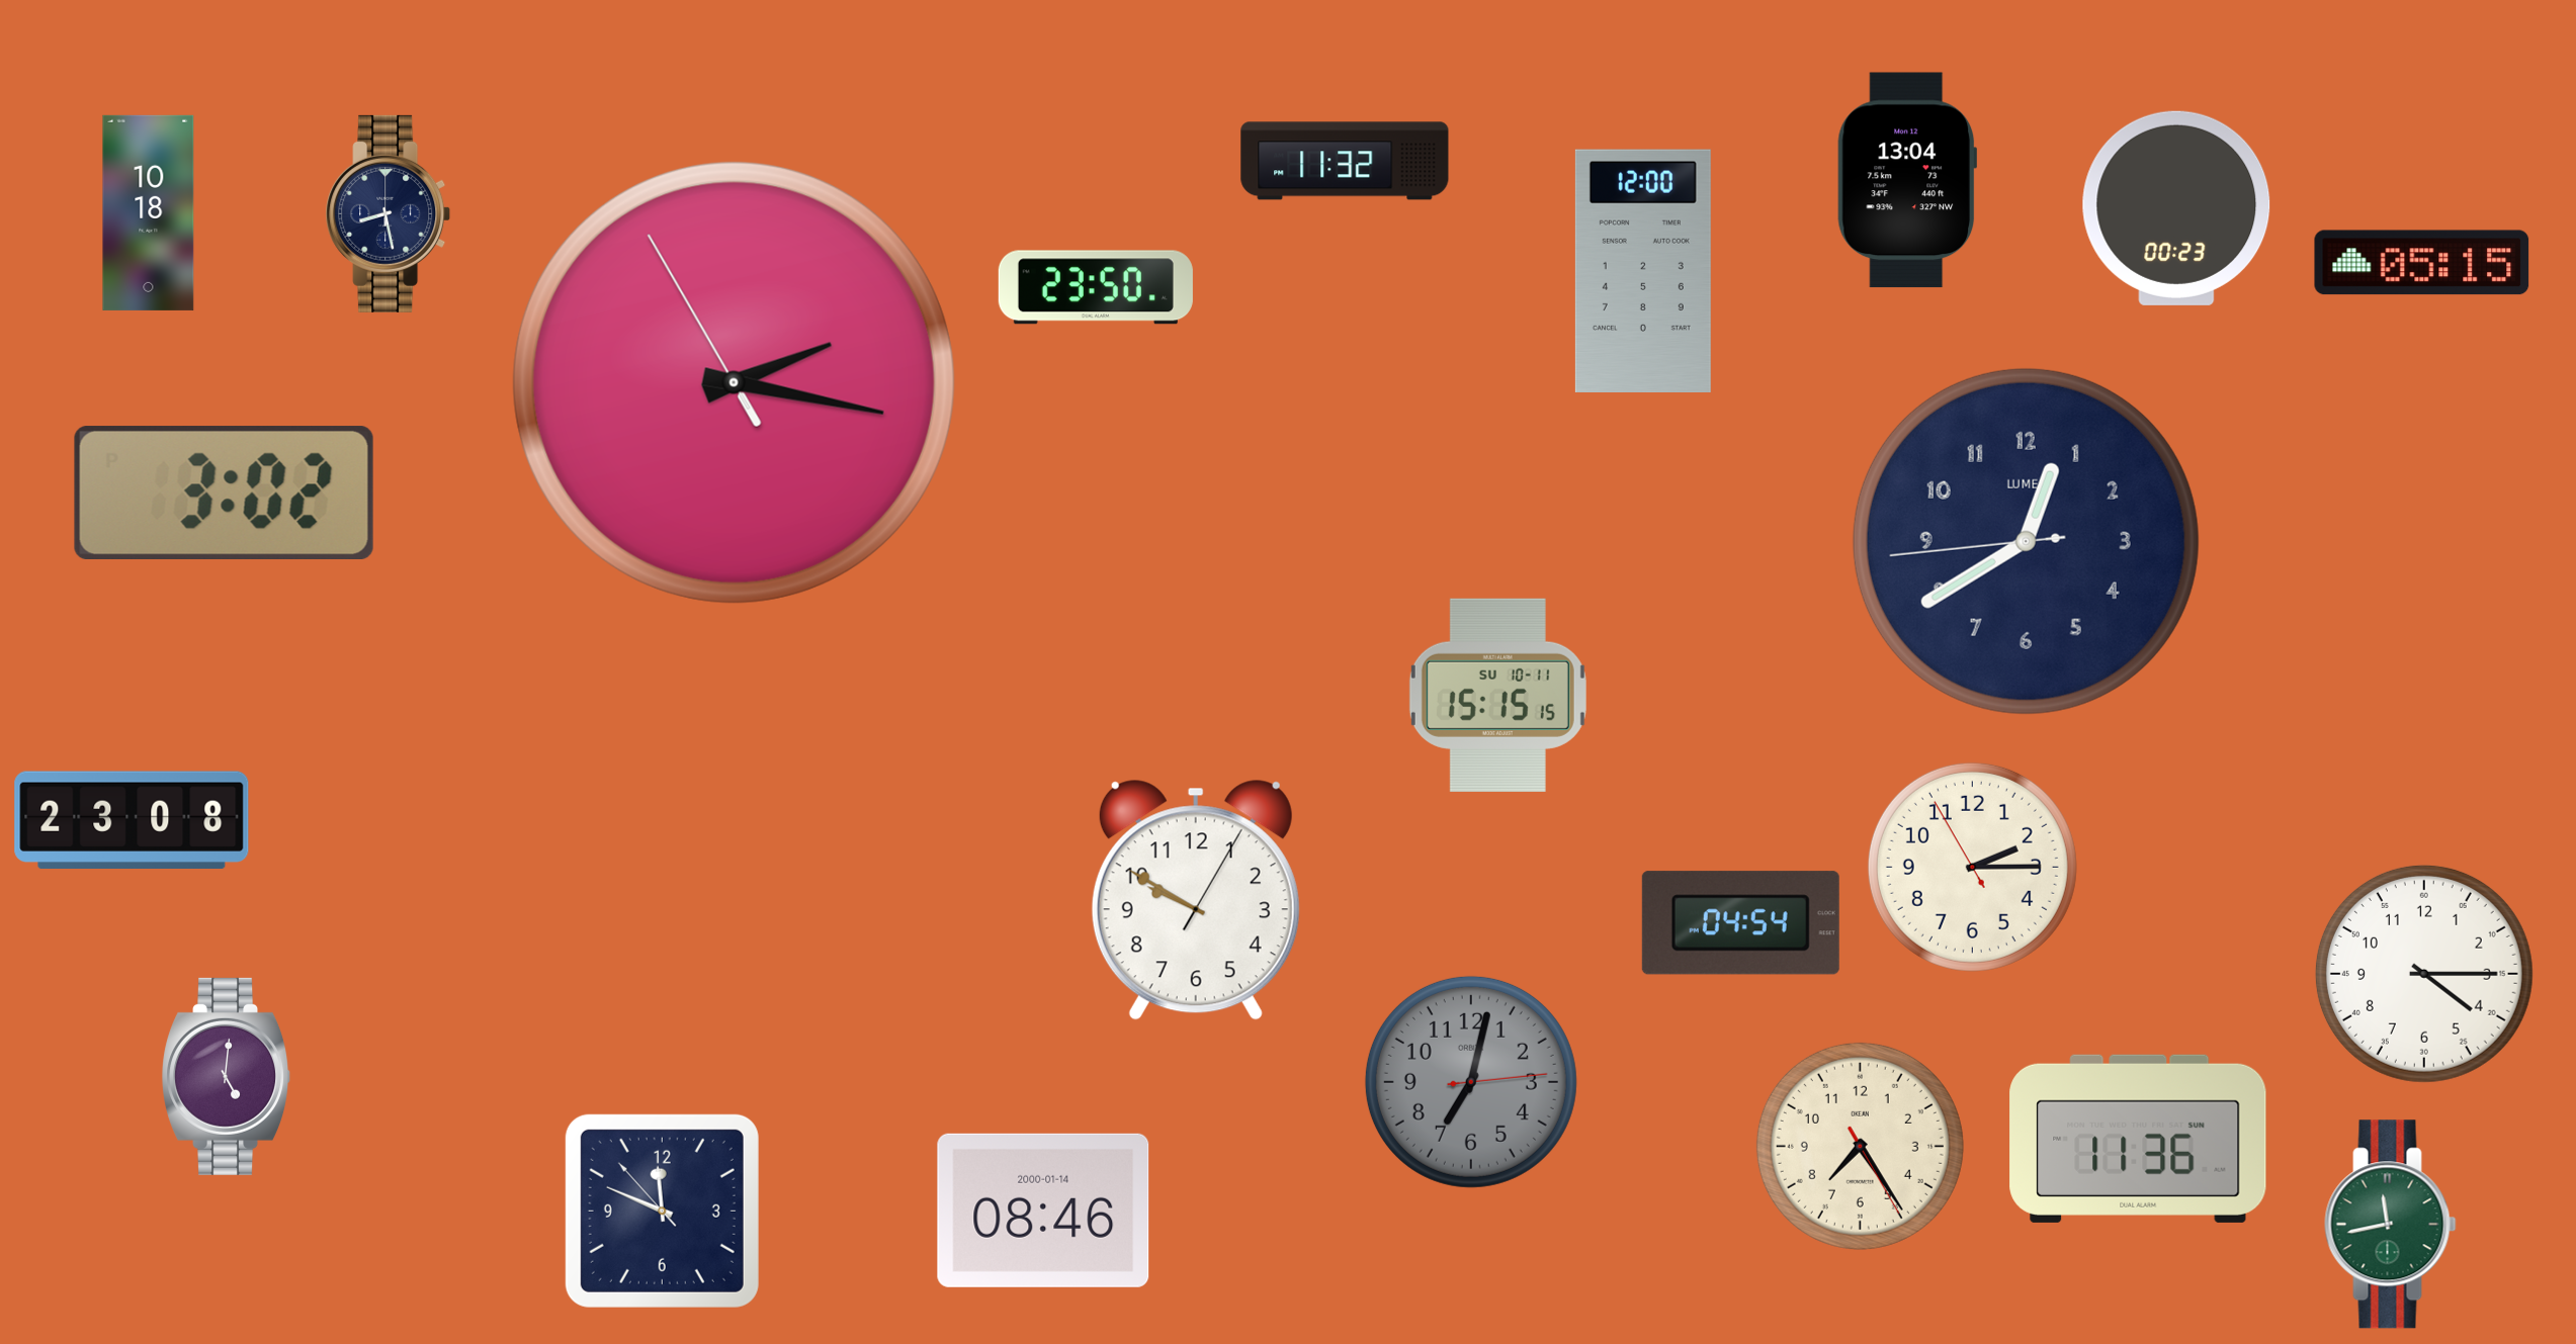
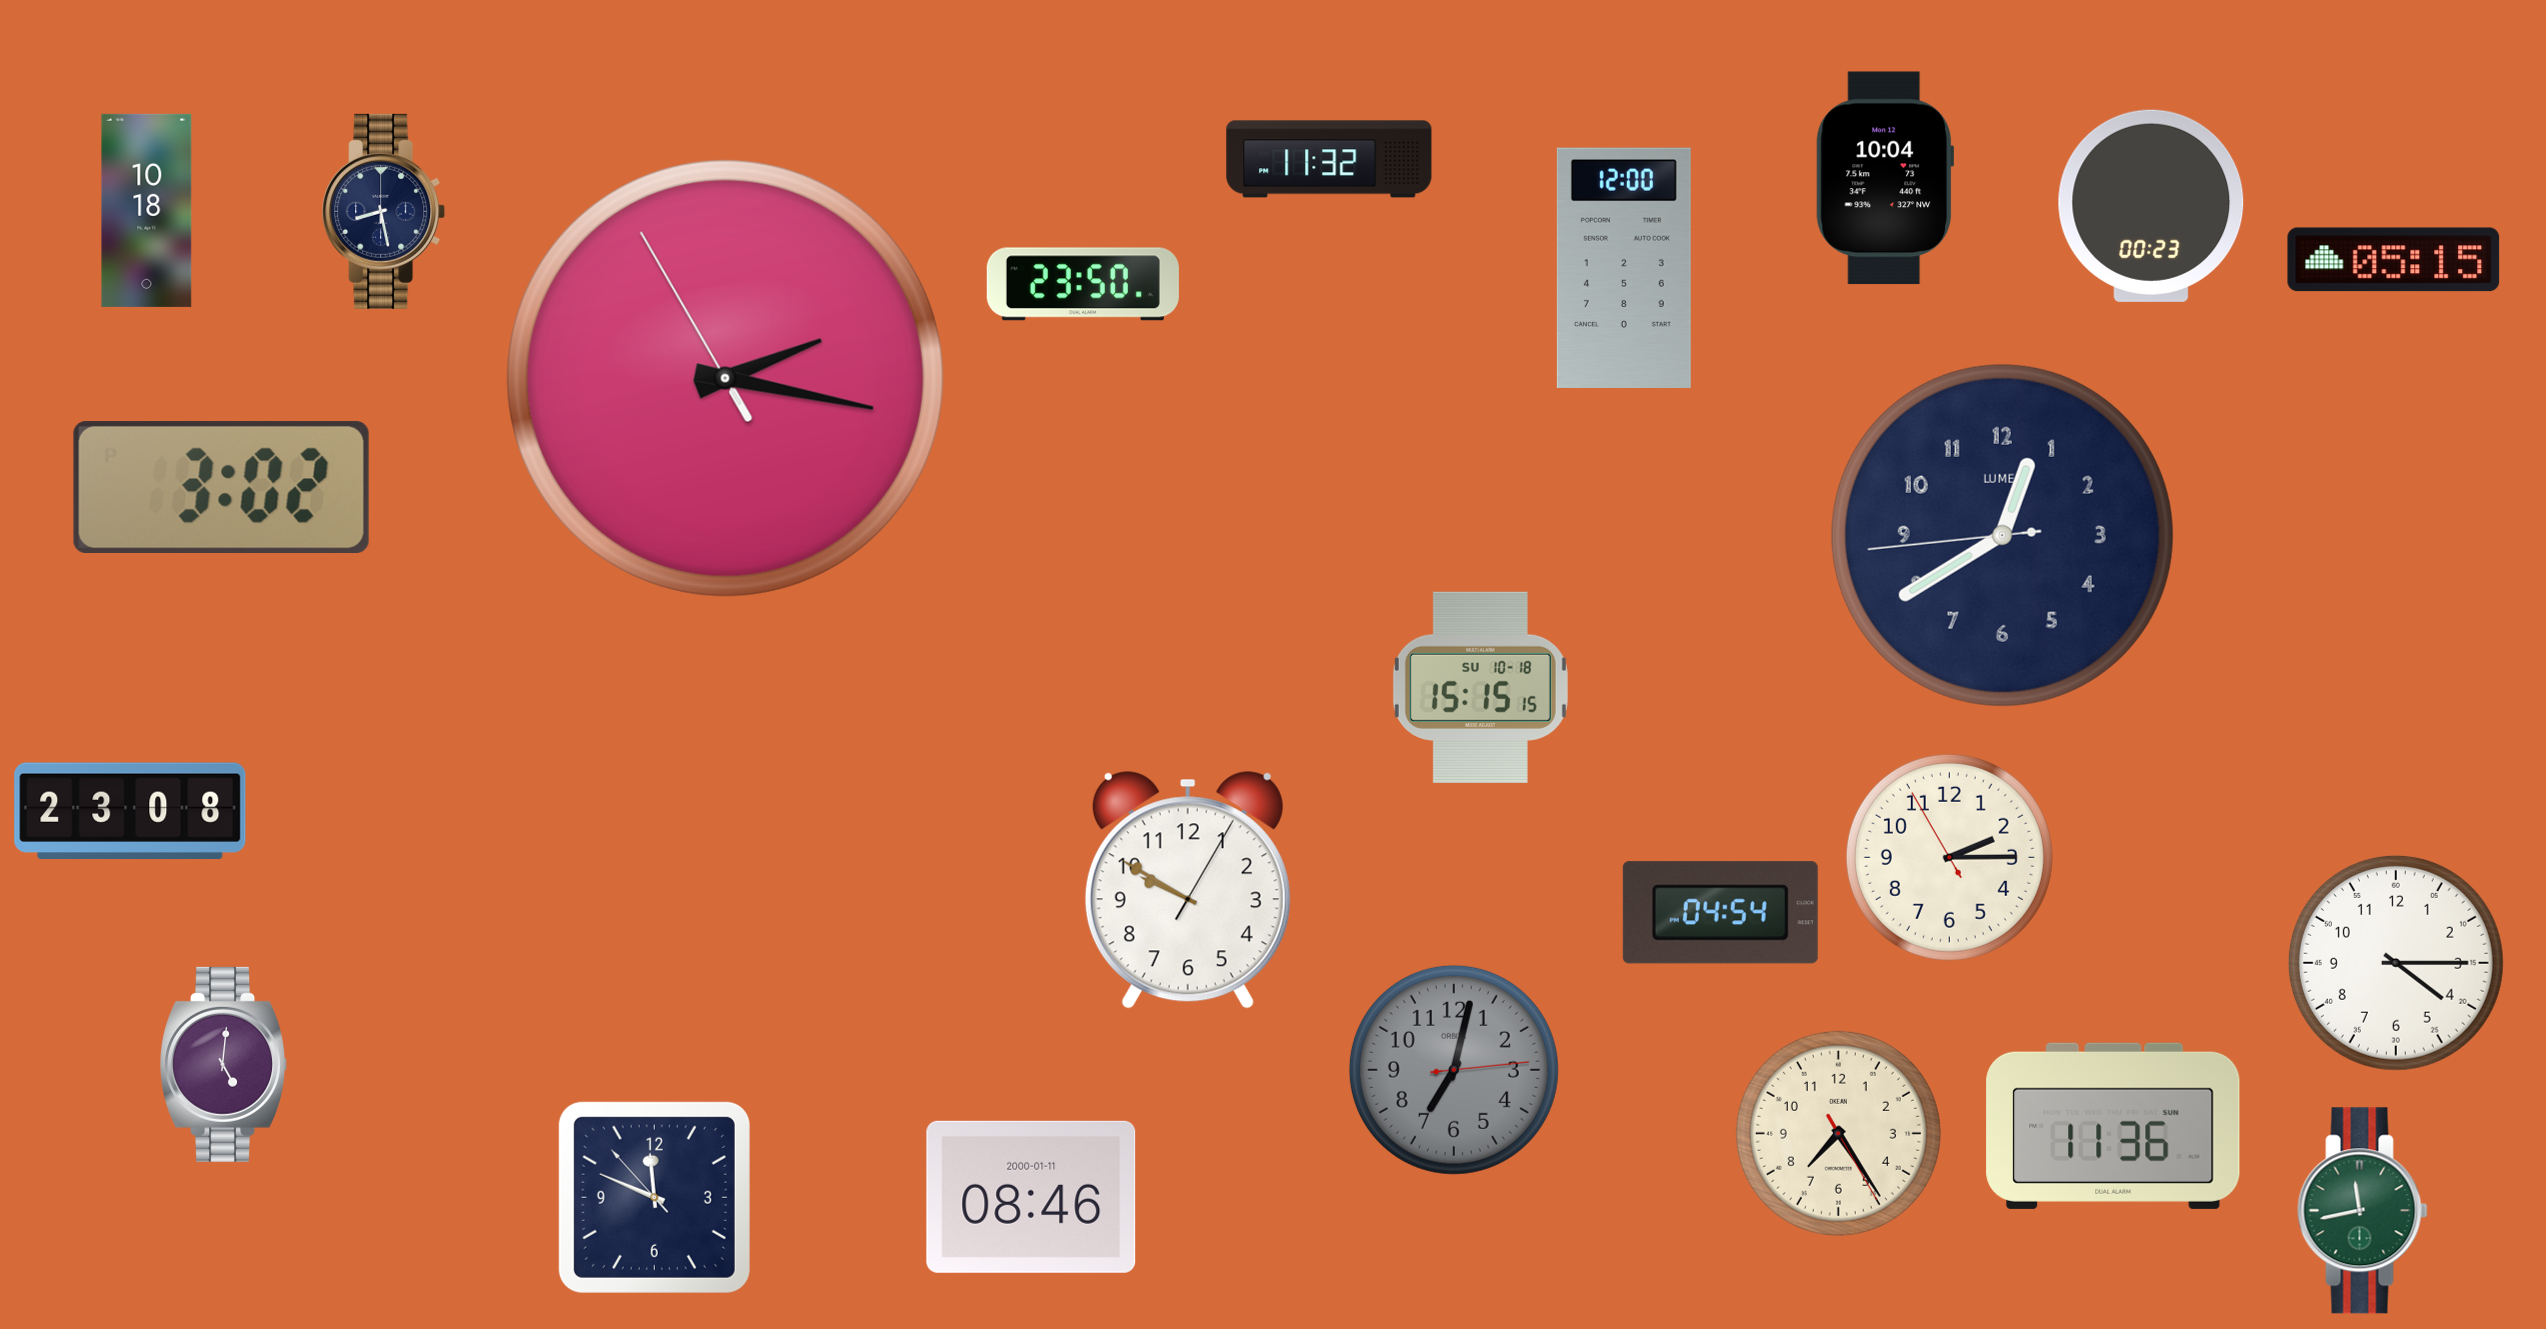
clock at (1906, 180): 13:04 -> 10:04
clock at (1497, 695) date: SU 10-11 -> SU 10-18
clock at (1196, 900) position: (1196, 900) -> (1188, 890)
clock at (1043, 1211) date: 2000-01-14 -> 2000-01-11
